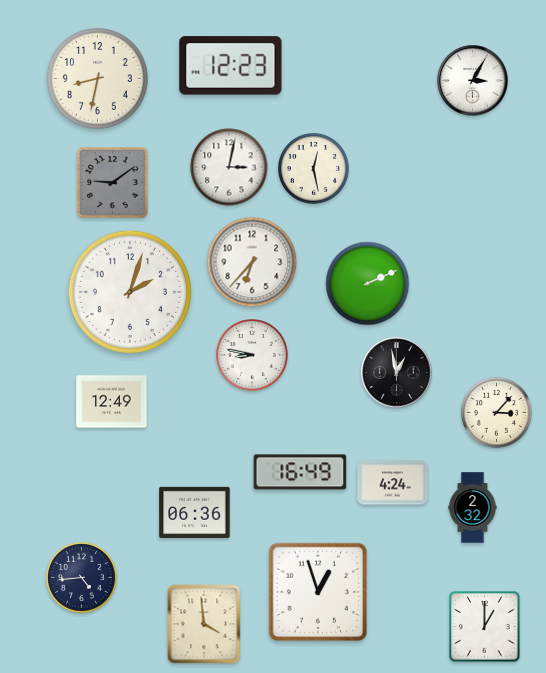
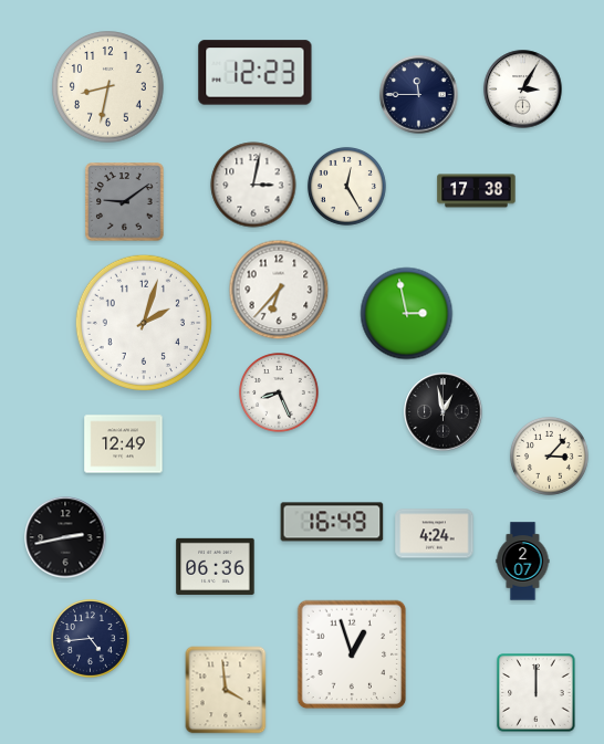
clock at (419, 95): none -> 11:45
clock at (313, 168): 12:28 -> 12:25
clock at (477, 191): none -> 17:38
clock at (368, 284): 2:11 -> 2:58
clock at (253, 356): 8:47 -> 8:26
clock at (397, 373) position: (397, 373) -> (444, 412)
clock at (65, 537): none -> 2:43
clock at (473, 508): 2:32 -> 2:07
clock at (485, 627): 1:00 -> 12:00
